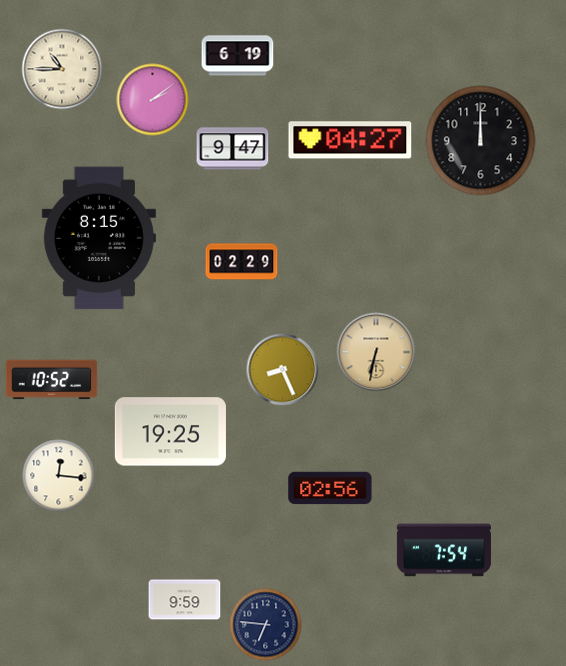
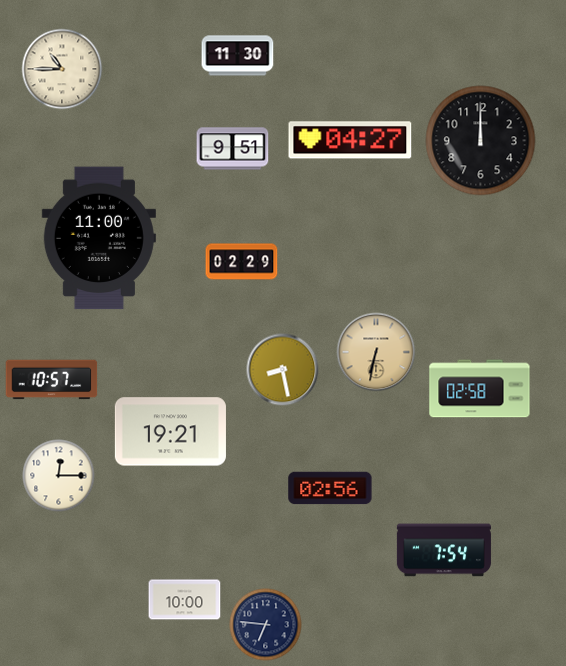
clock at (238, 56): 6:19 -> 11:30
clock at (153, 100): 2:09 -> none
clock at (233, 149): 9:47 -> 9:51
clock at (99, 238): 8:15 -> 11:00
clock at (283, 370): 8:26 -> 8:28
clock at (52, 380): 10:52 -> 10:57
clock at (480, 389): none -> 02:58
clock at (170, 432): 19:25 -> 19:21
clock at (59, 476): 12:16 -> 12:15
clock at (185, 600): 9:59 -> 10:00
